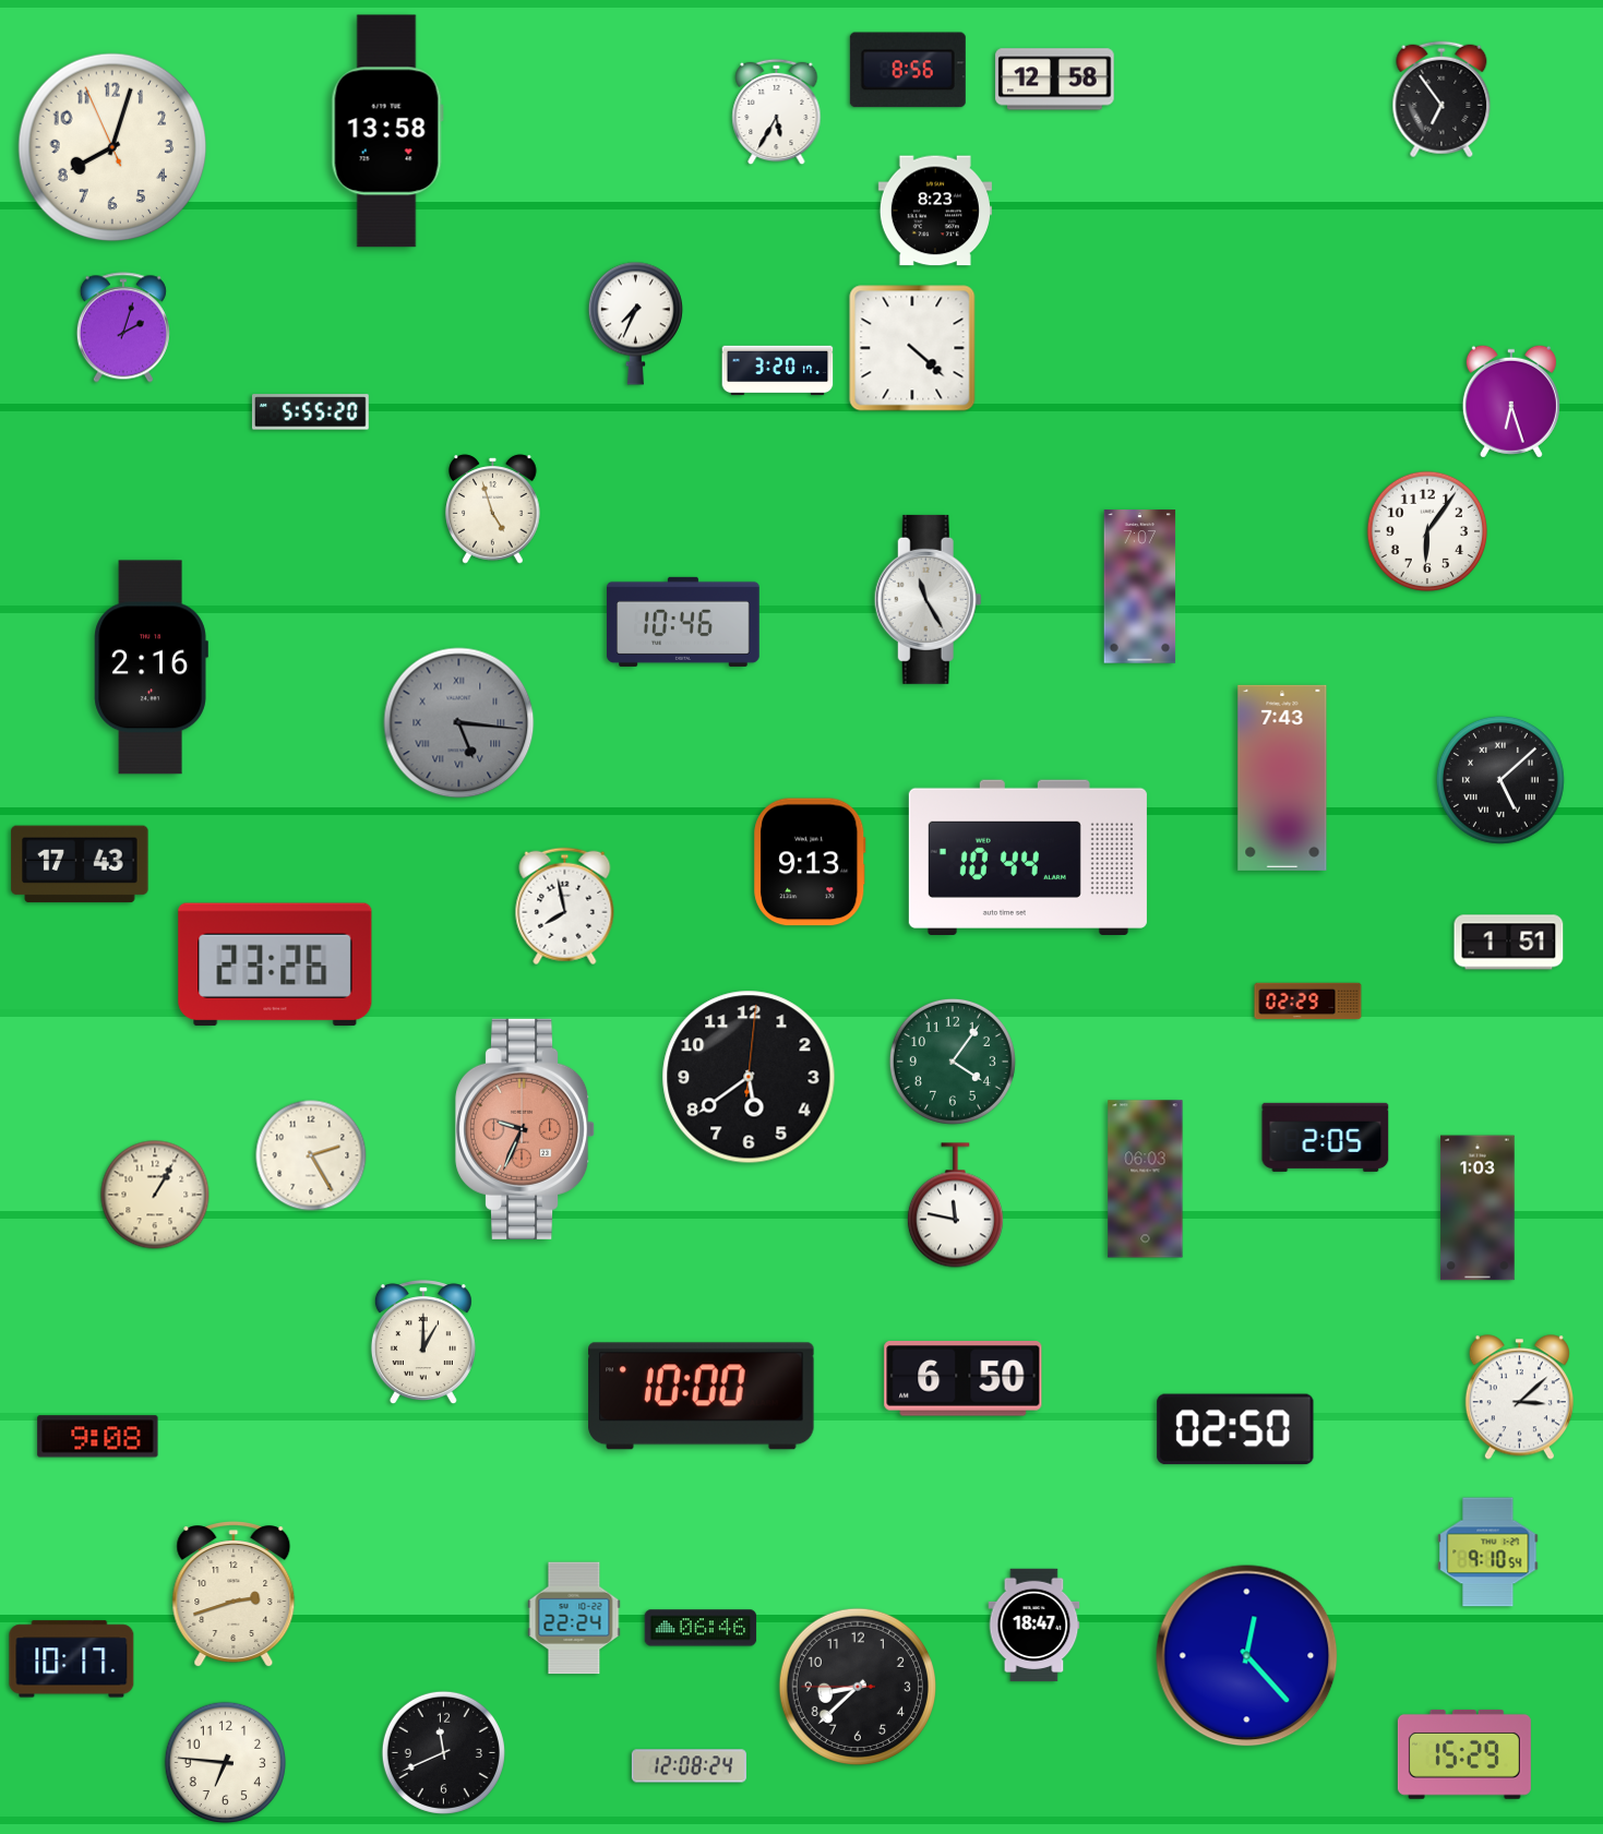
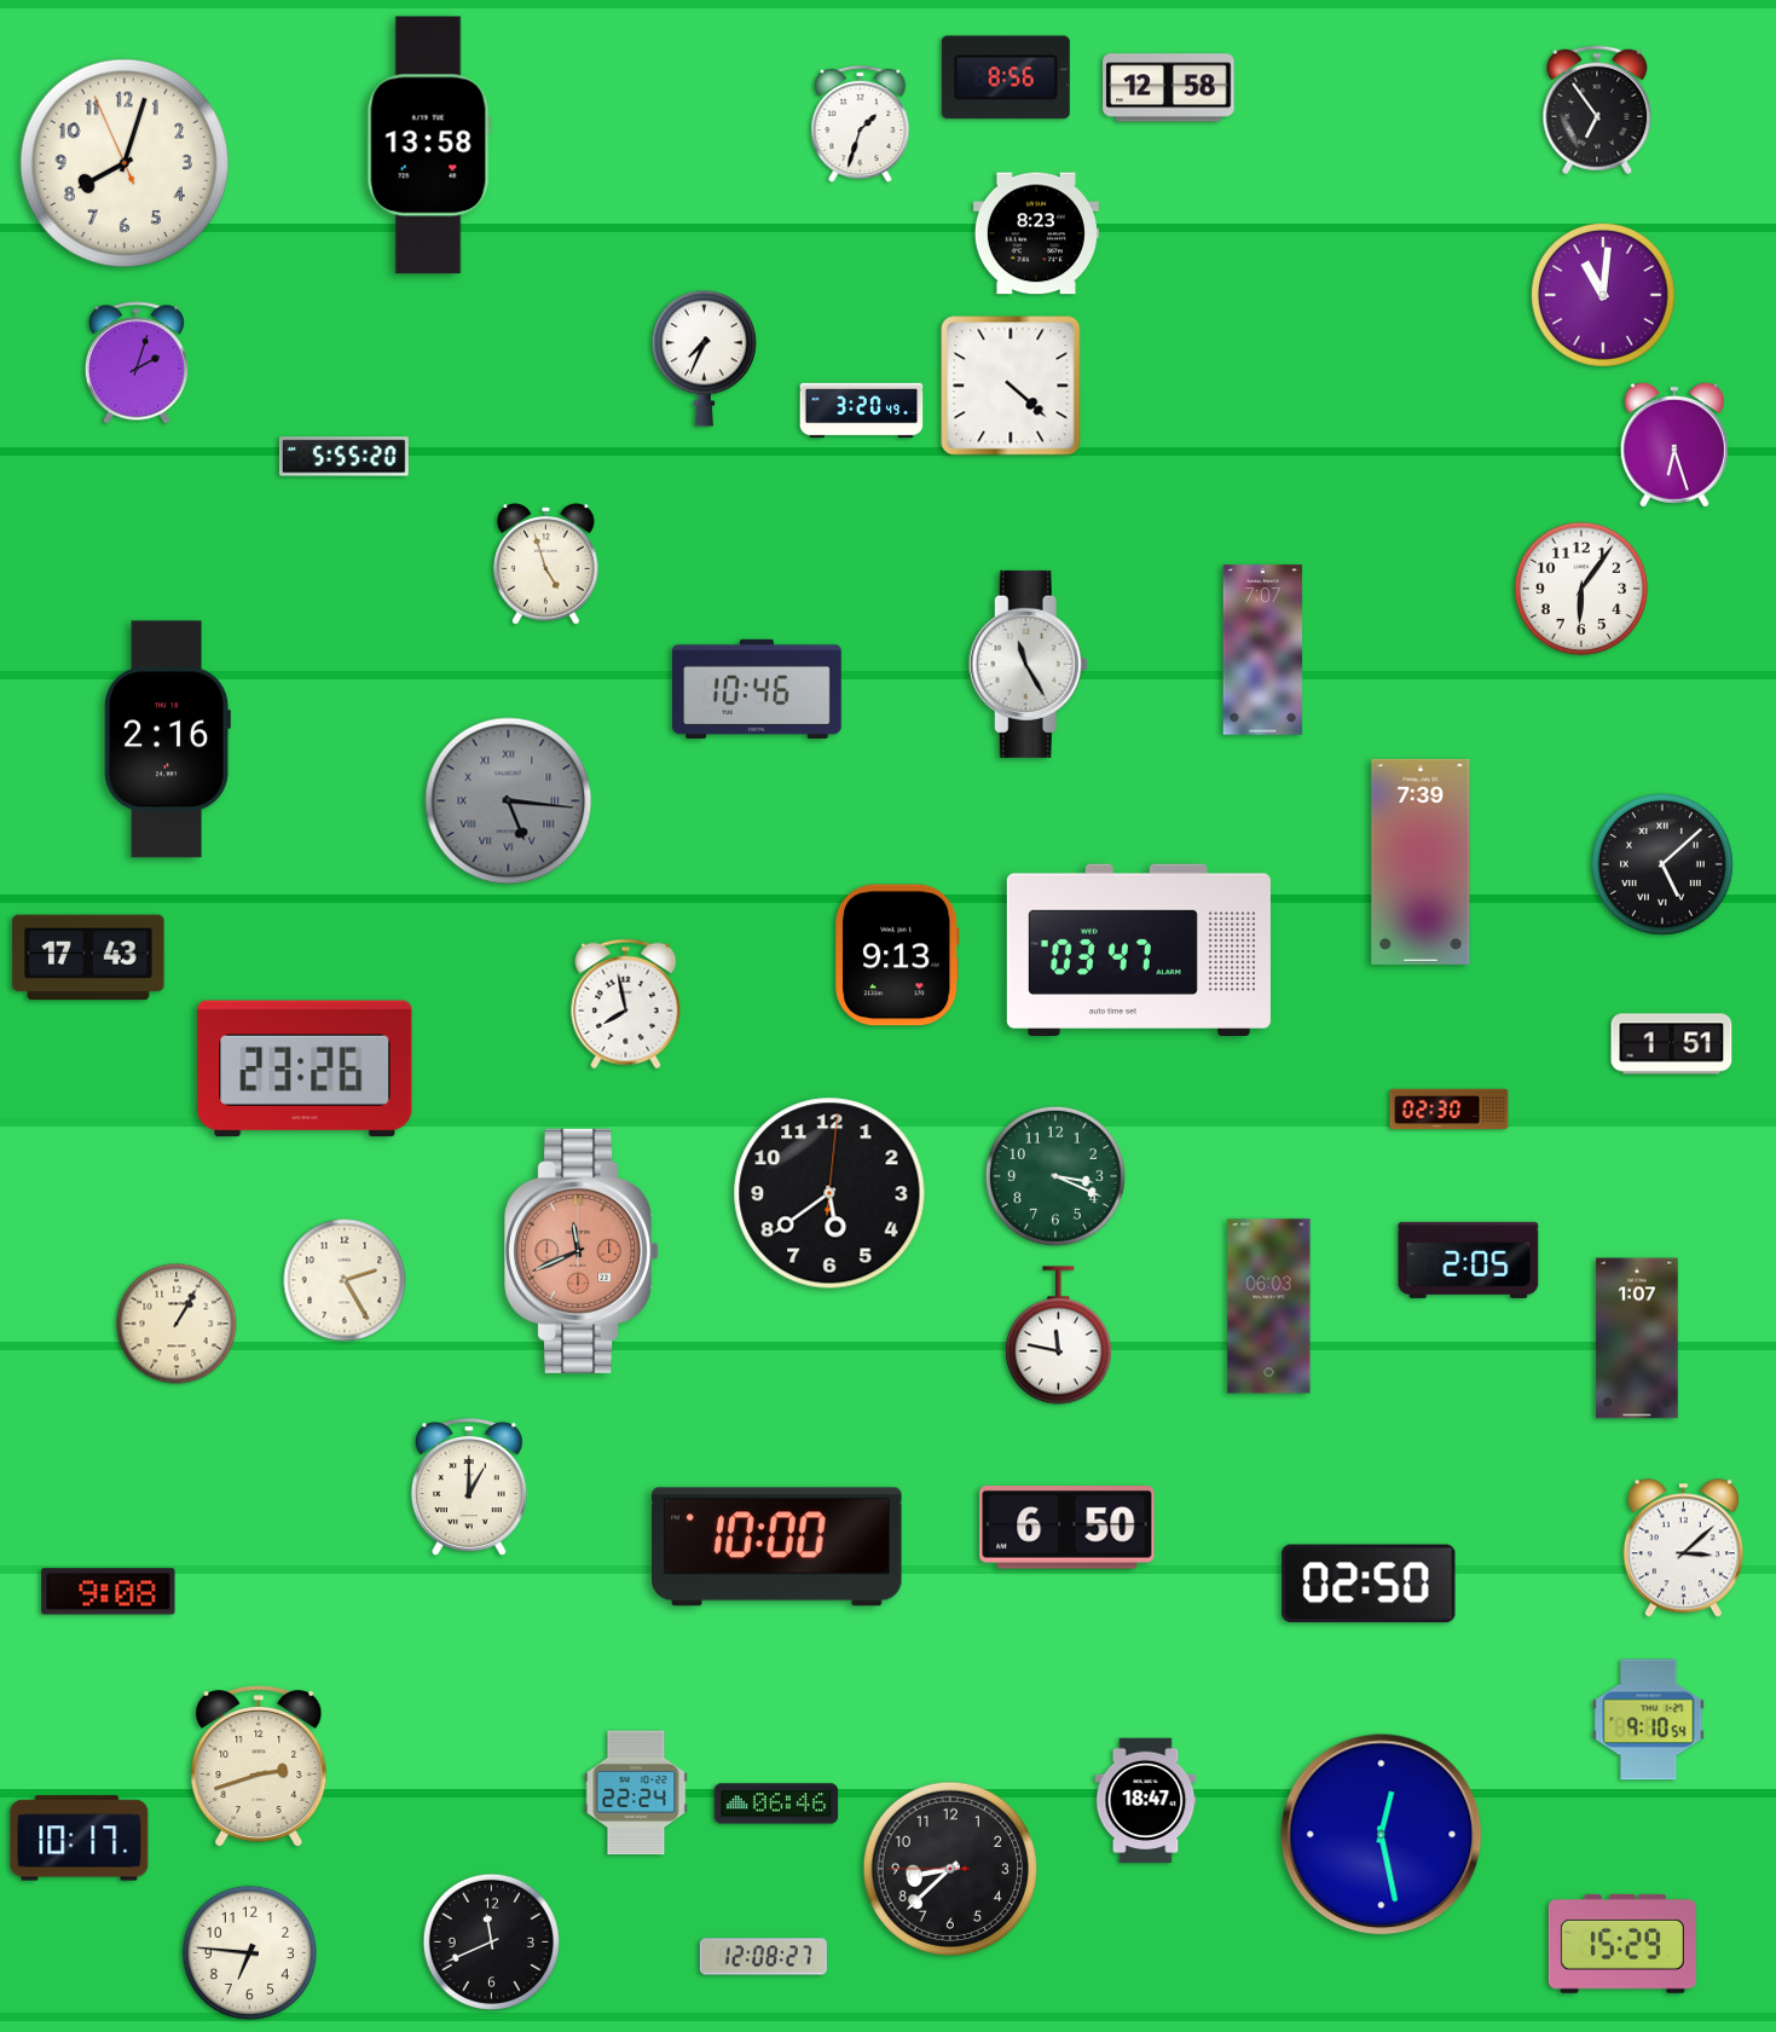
clock at (777, 112): 5:35 -> 1:33
clock at (1604, 296): none -> 11:01
clock at (778, 371): 3:20:17 -> 3:20:49
clock at (1282, 778): 7:43 -> 7:39
clock at (1028, 856): 10:44 -> 03:47
clock at (1308, 1002): 02:29 -> 02:30
clock at (953, 1062): 4:06 -> 3:19
clock at (526, 1129): 9:34 -> 11:41
clock at (155, 1195) position: (155, 1195) -> (177, 1324)
clock at (1478, 1208): 1:03 -> 1:07
clock at (1247, 1656): 12:23 -> 12:28
clock at (689, 1766): 12:08:24 -> 12:08:27
